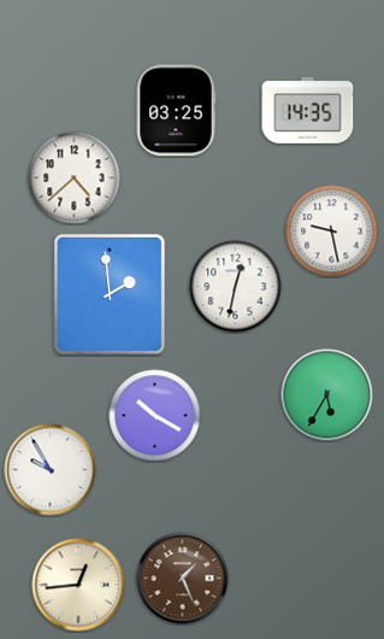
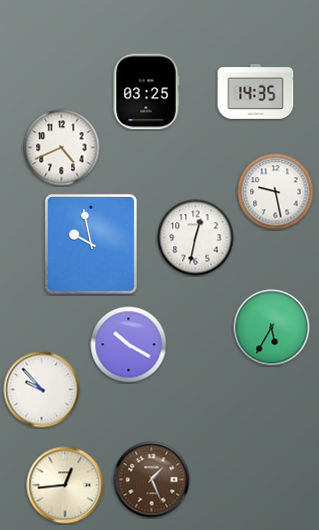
clock at (75, 178): 4:38 -> 4:41
clock at (110, 294): 1:59 -> 9:58
clock at (51, 470): 9:55 -> 9:53
